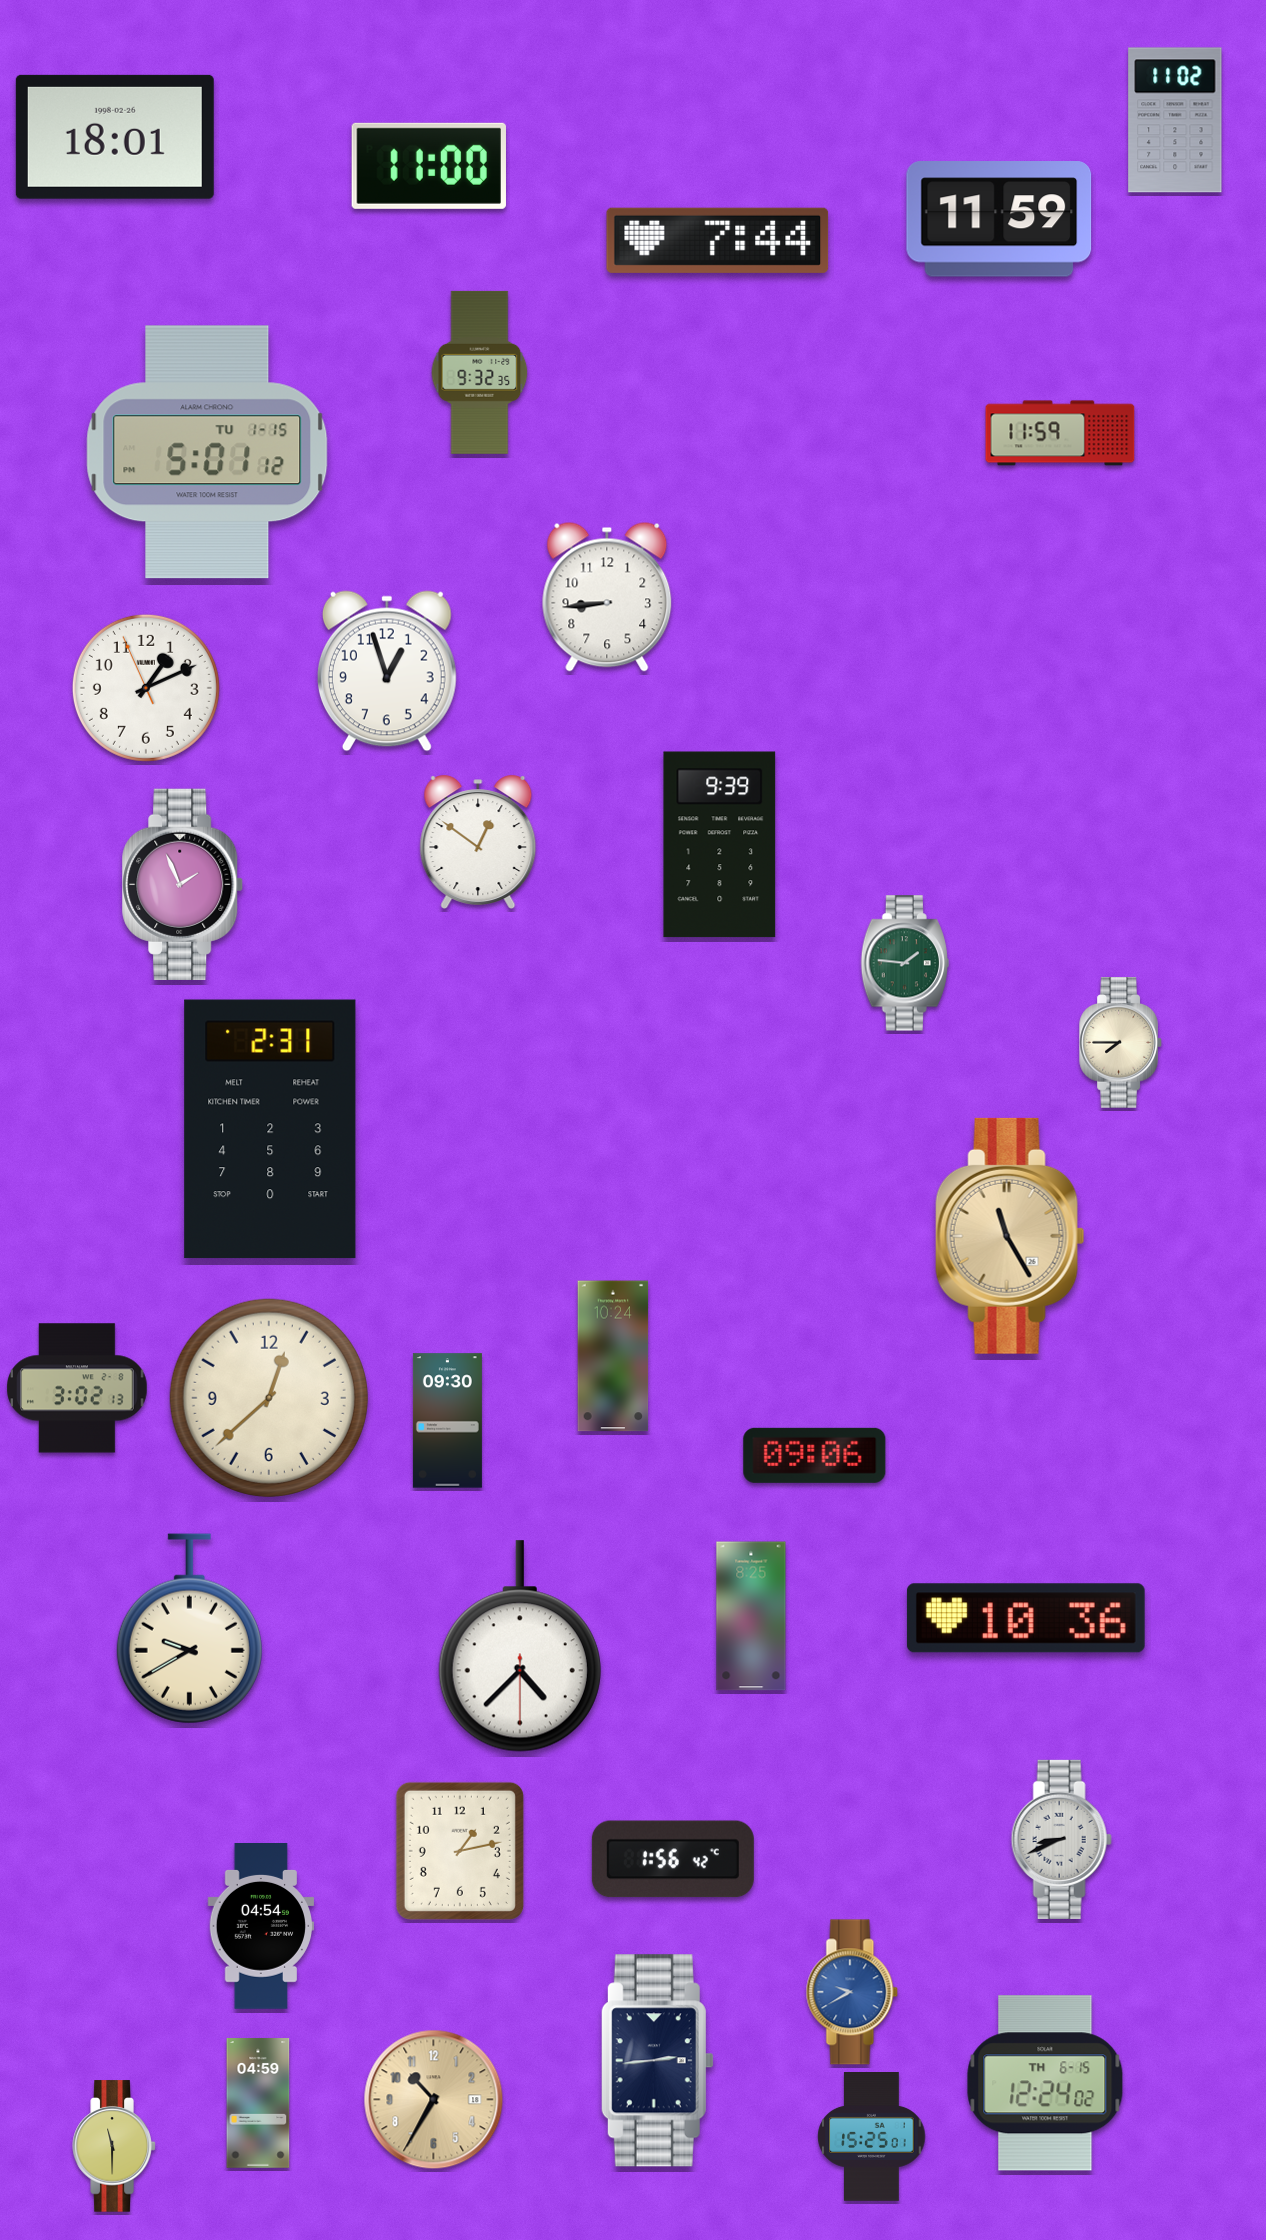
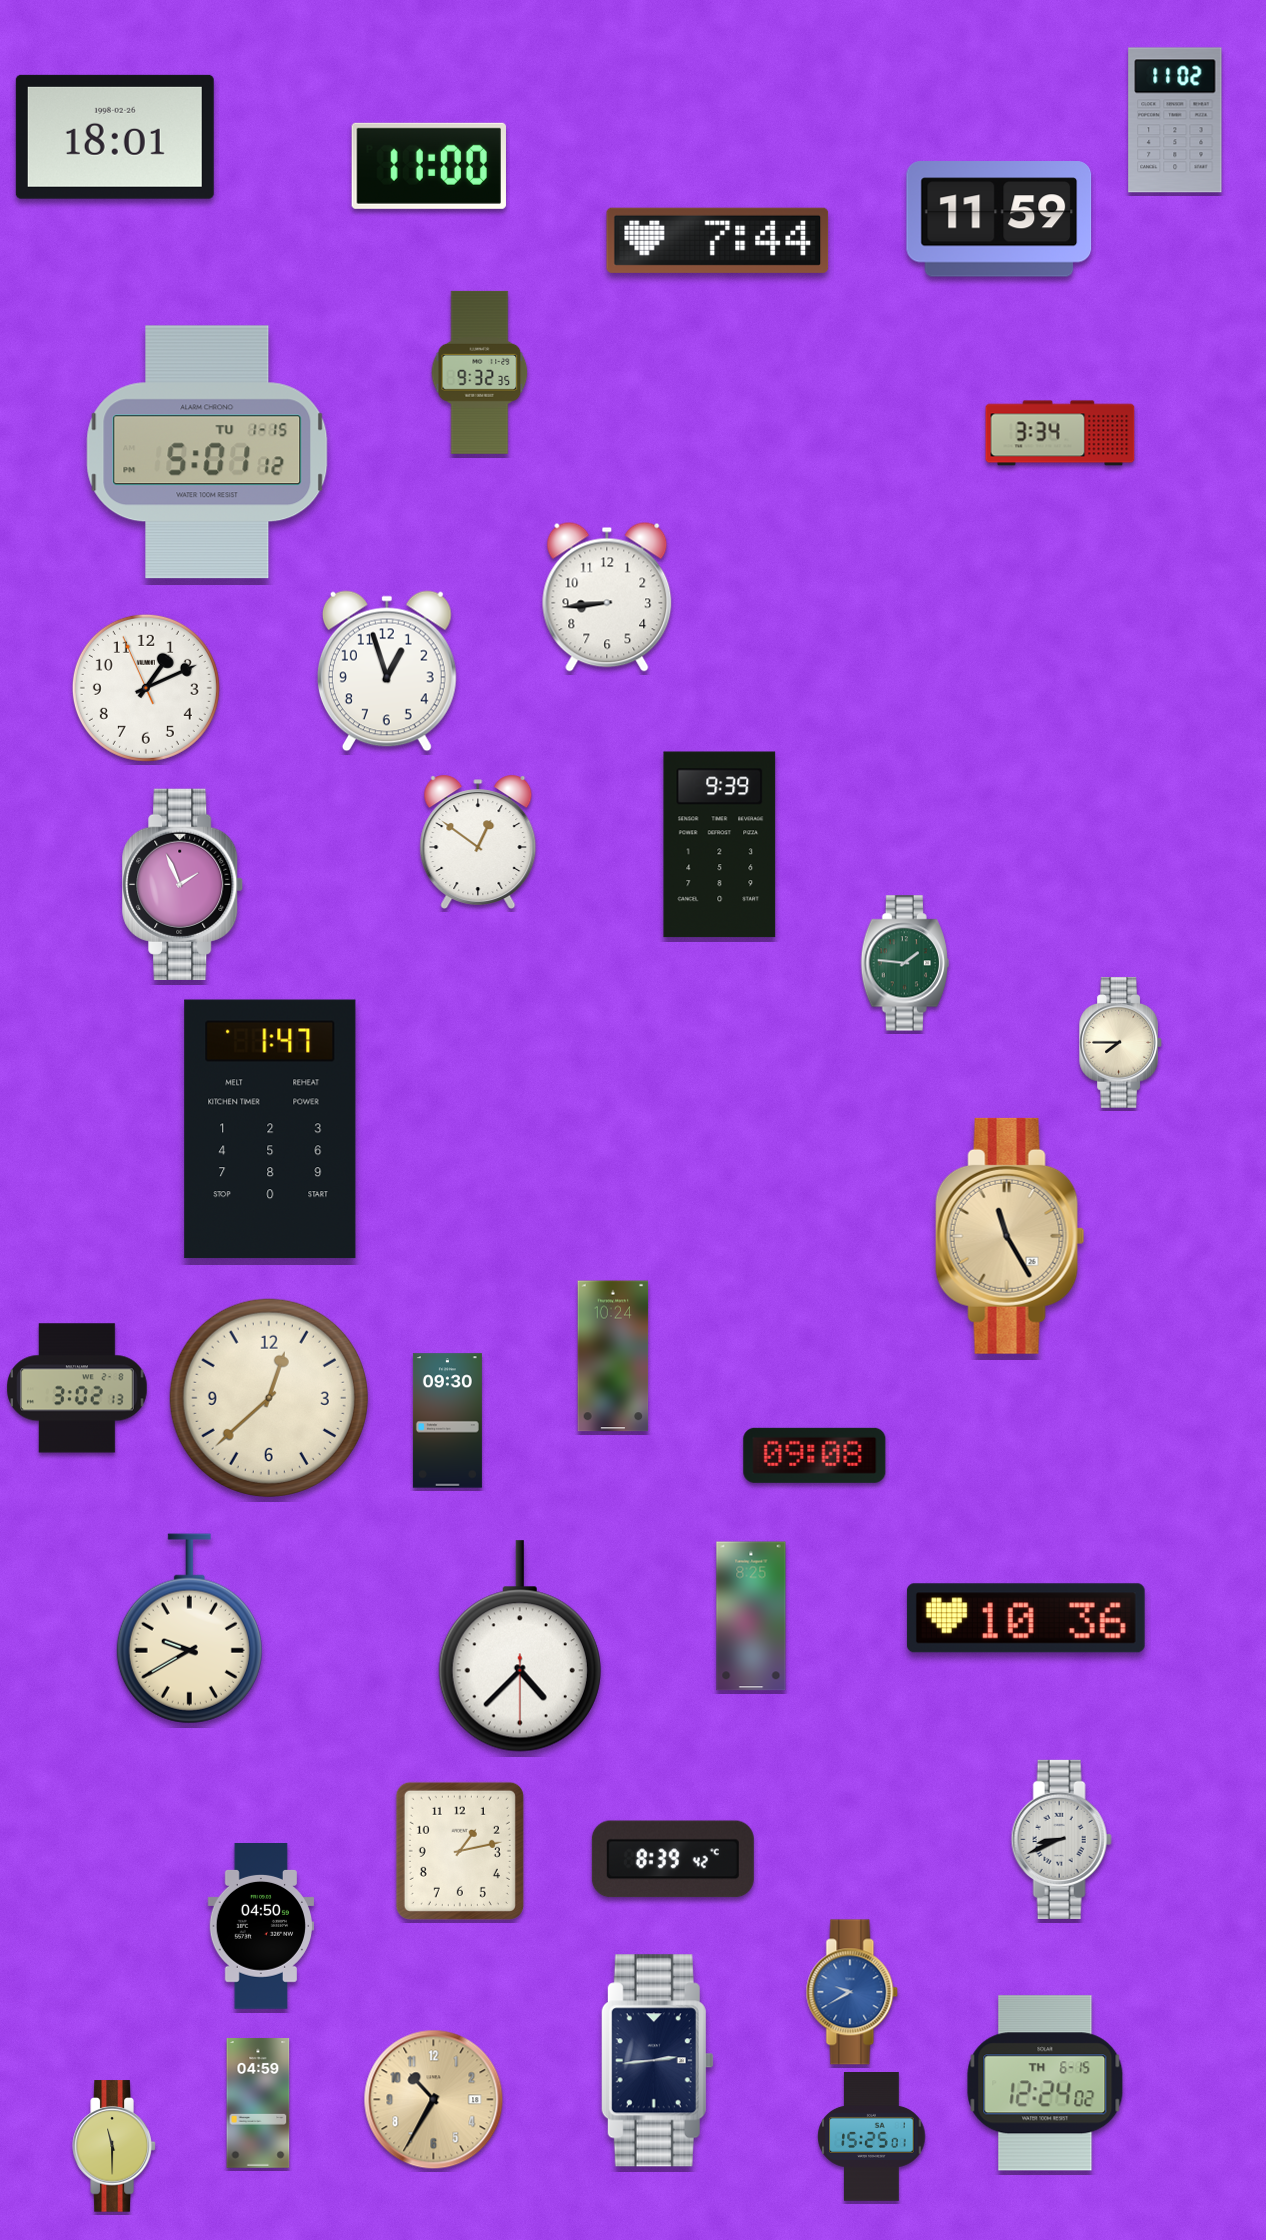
clock at (1060, 433): 11:59 -> 3:34
clock at (270, 1129): 2:31 -> 1:47
clock at (815, 1455): 09:06 -> 09:08
clock at (673, 1859): 1:56 -> 8:39
clock at (260, 1927): 04:54 -> 04:50
